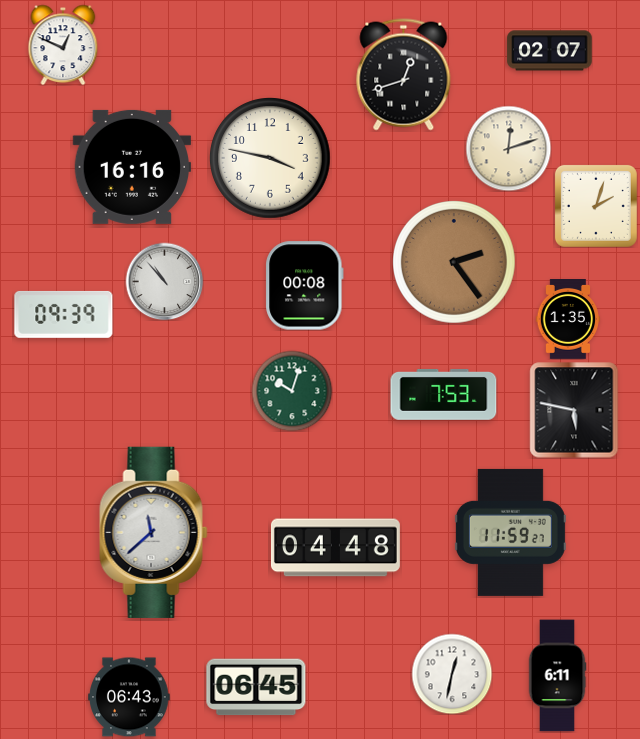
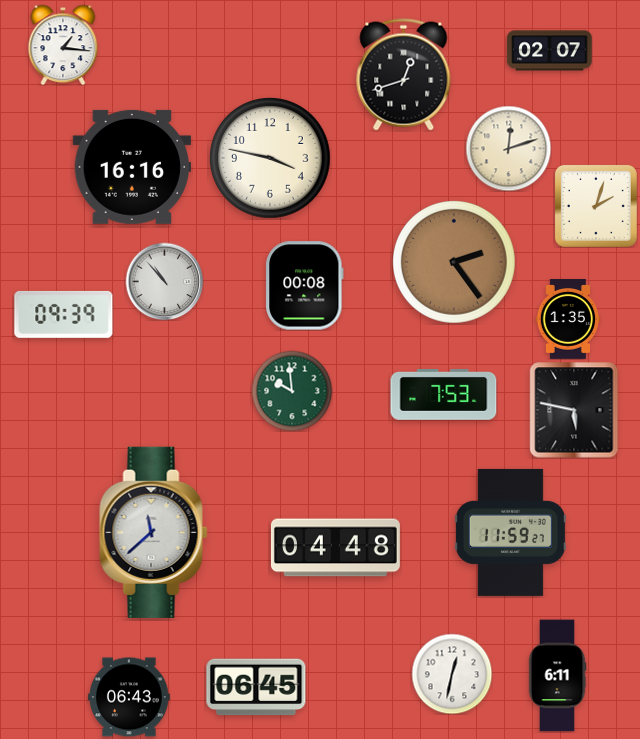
clock at (63, 45): 12:49 -> 1:16
clock at (292, 391): 10:03 -> 9:59
